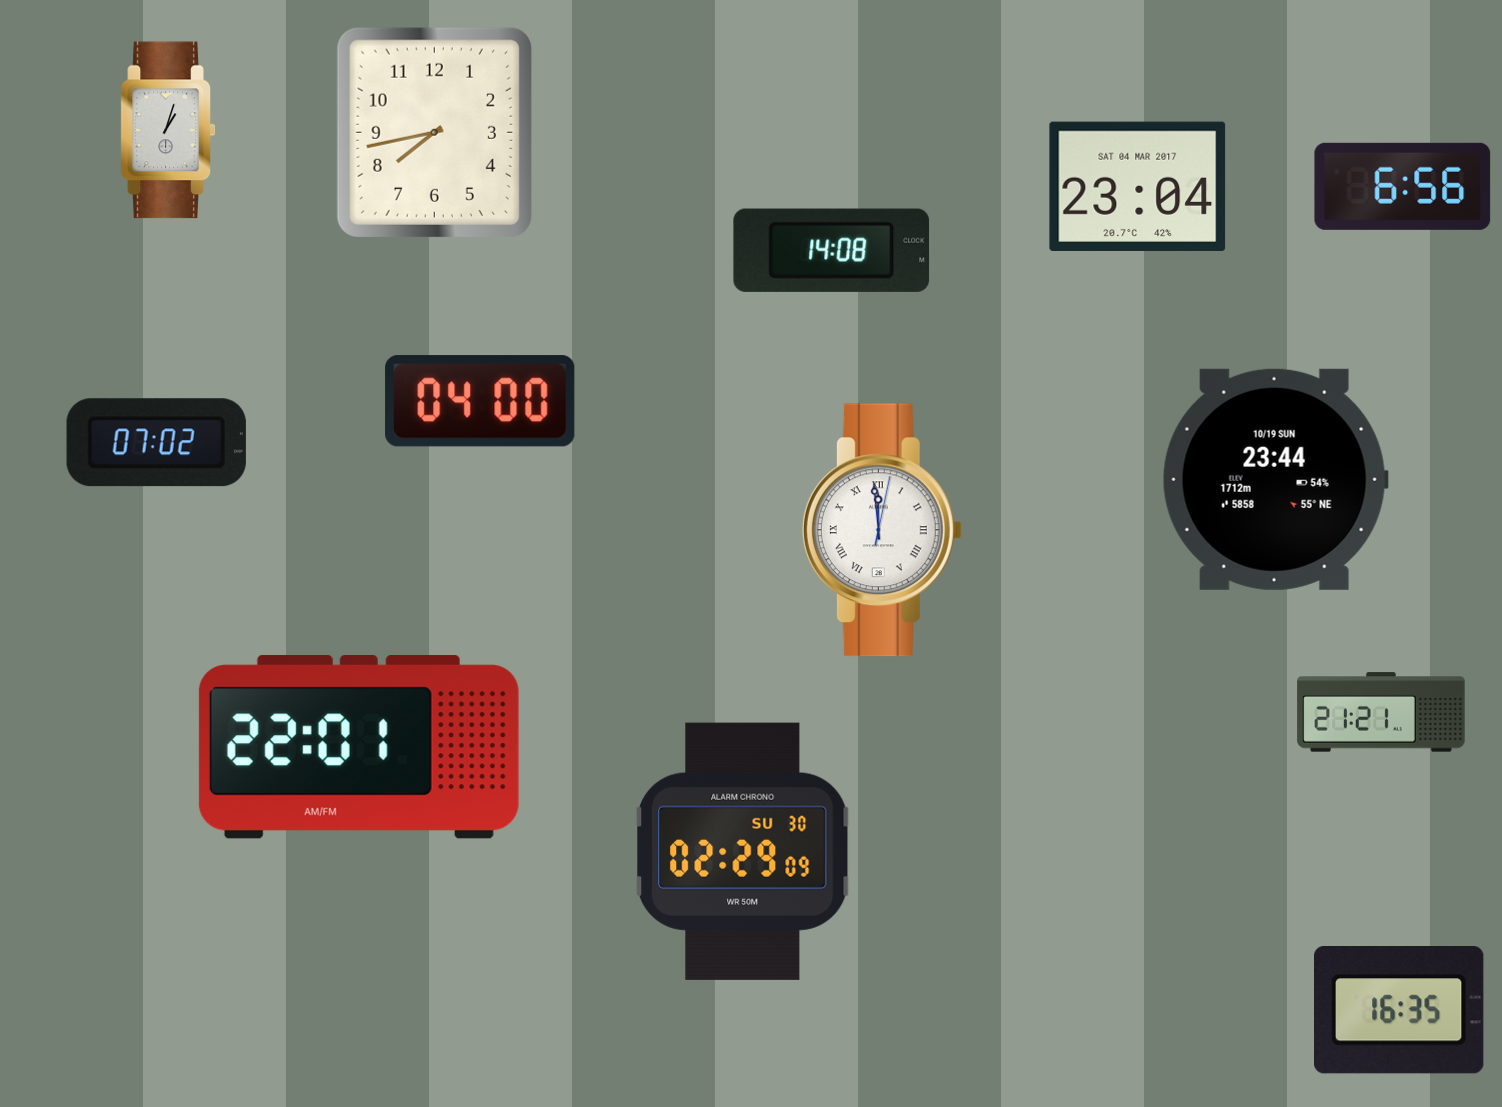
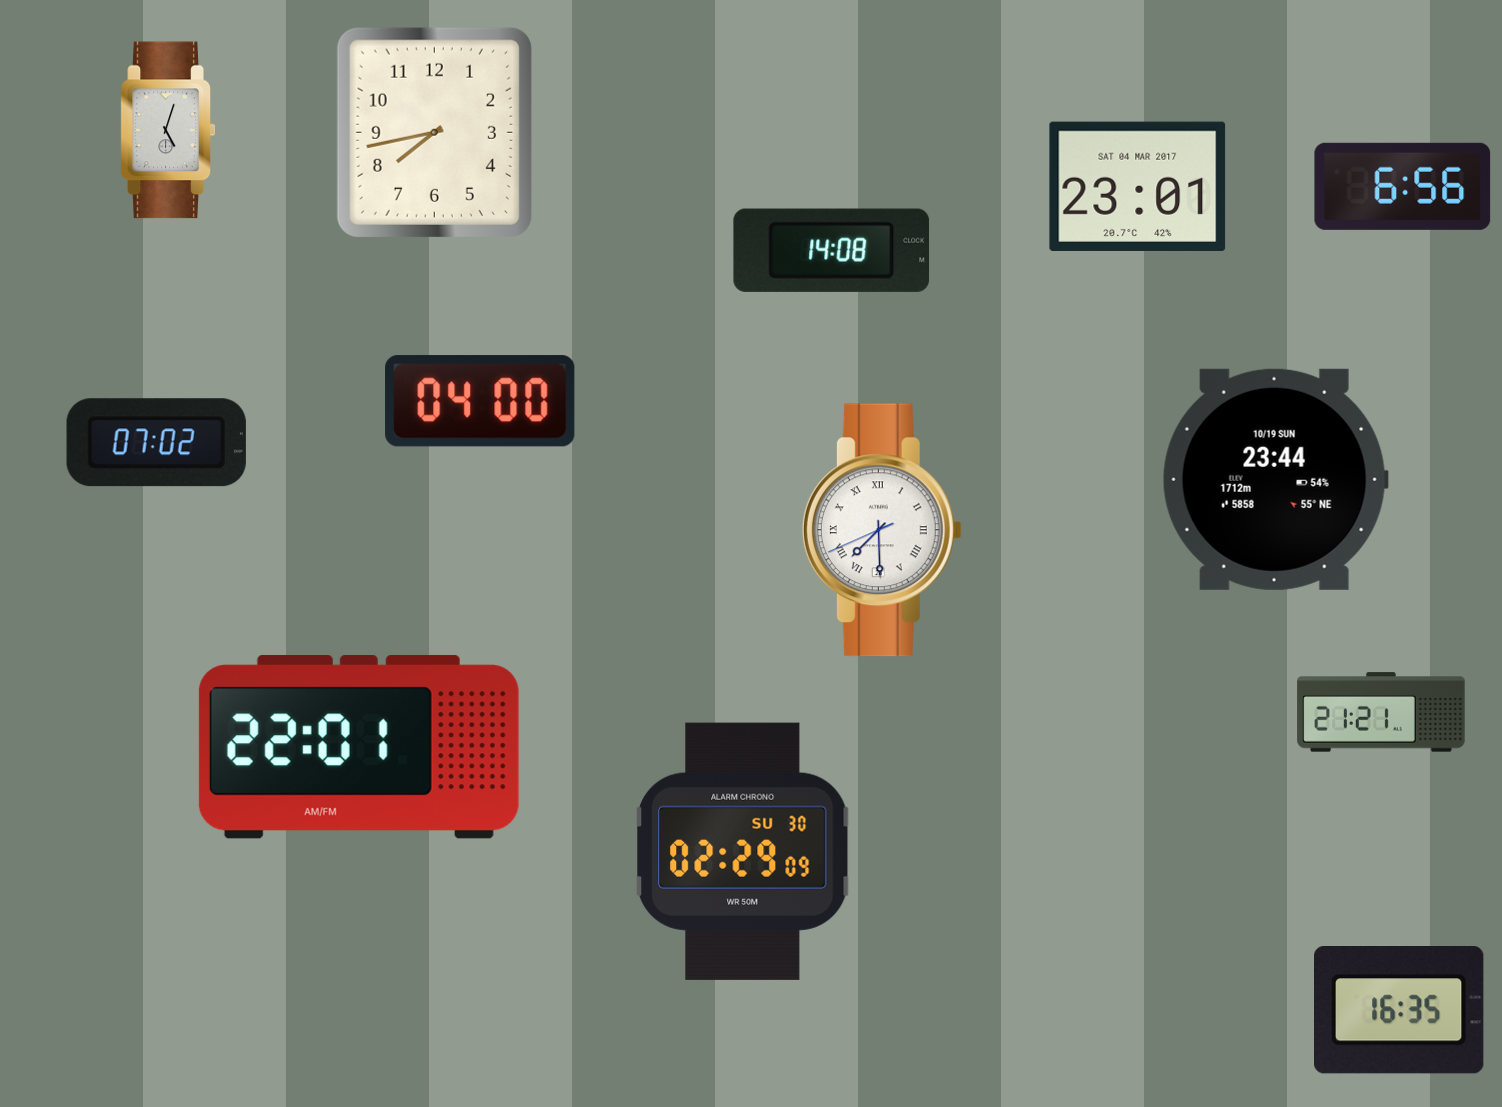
clock at (168, 130): 1:03 -> 5:03
clock at (1138, 186): 23:04 -> 23:01
clock at (882, 530): 11:59 -> 7:29
